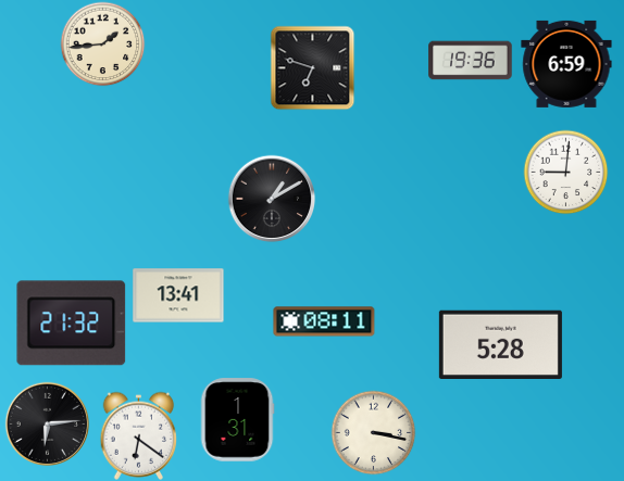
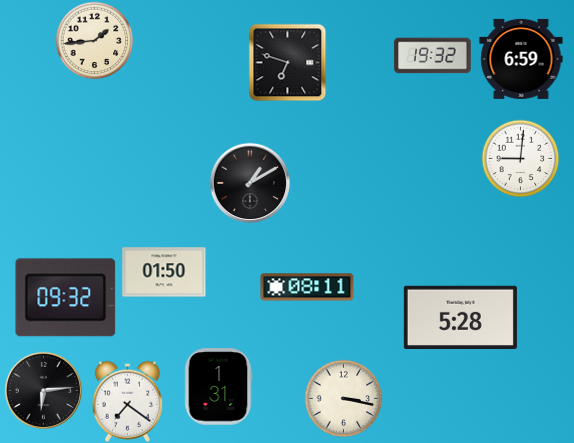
clock at (471, 61): 19:36 -> 19:32
clock at (178, 295): 13:41 -> 01:50
clock at (324, 321) position: (324, 321) -> (307, 287)
clock at (72, 324): 21:32 -> 09:32
clock at (139, 435): 6:21 -> 7:21
